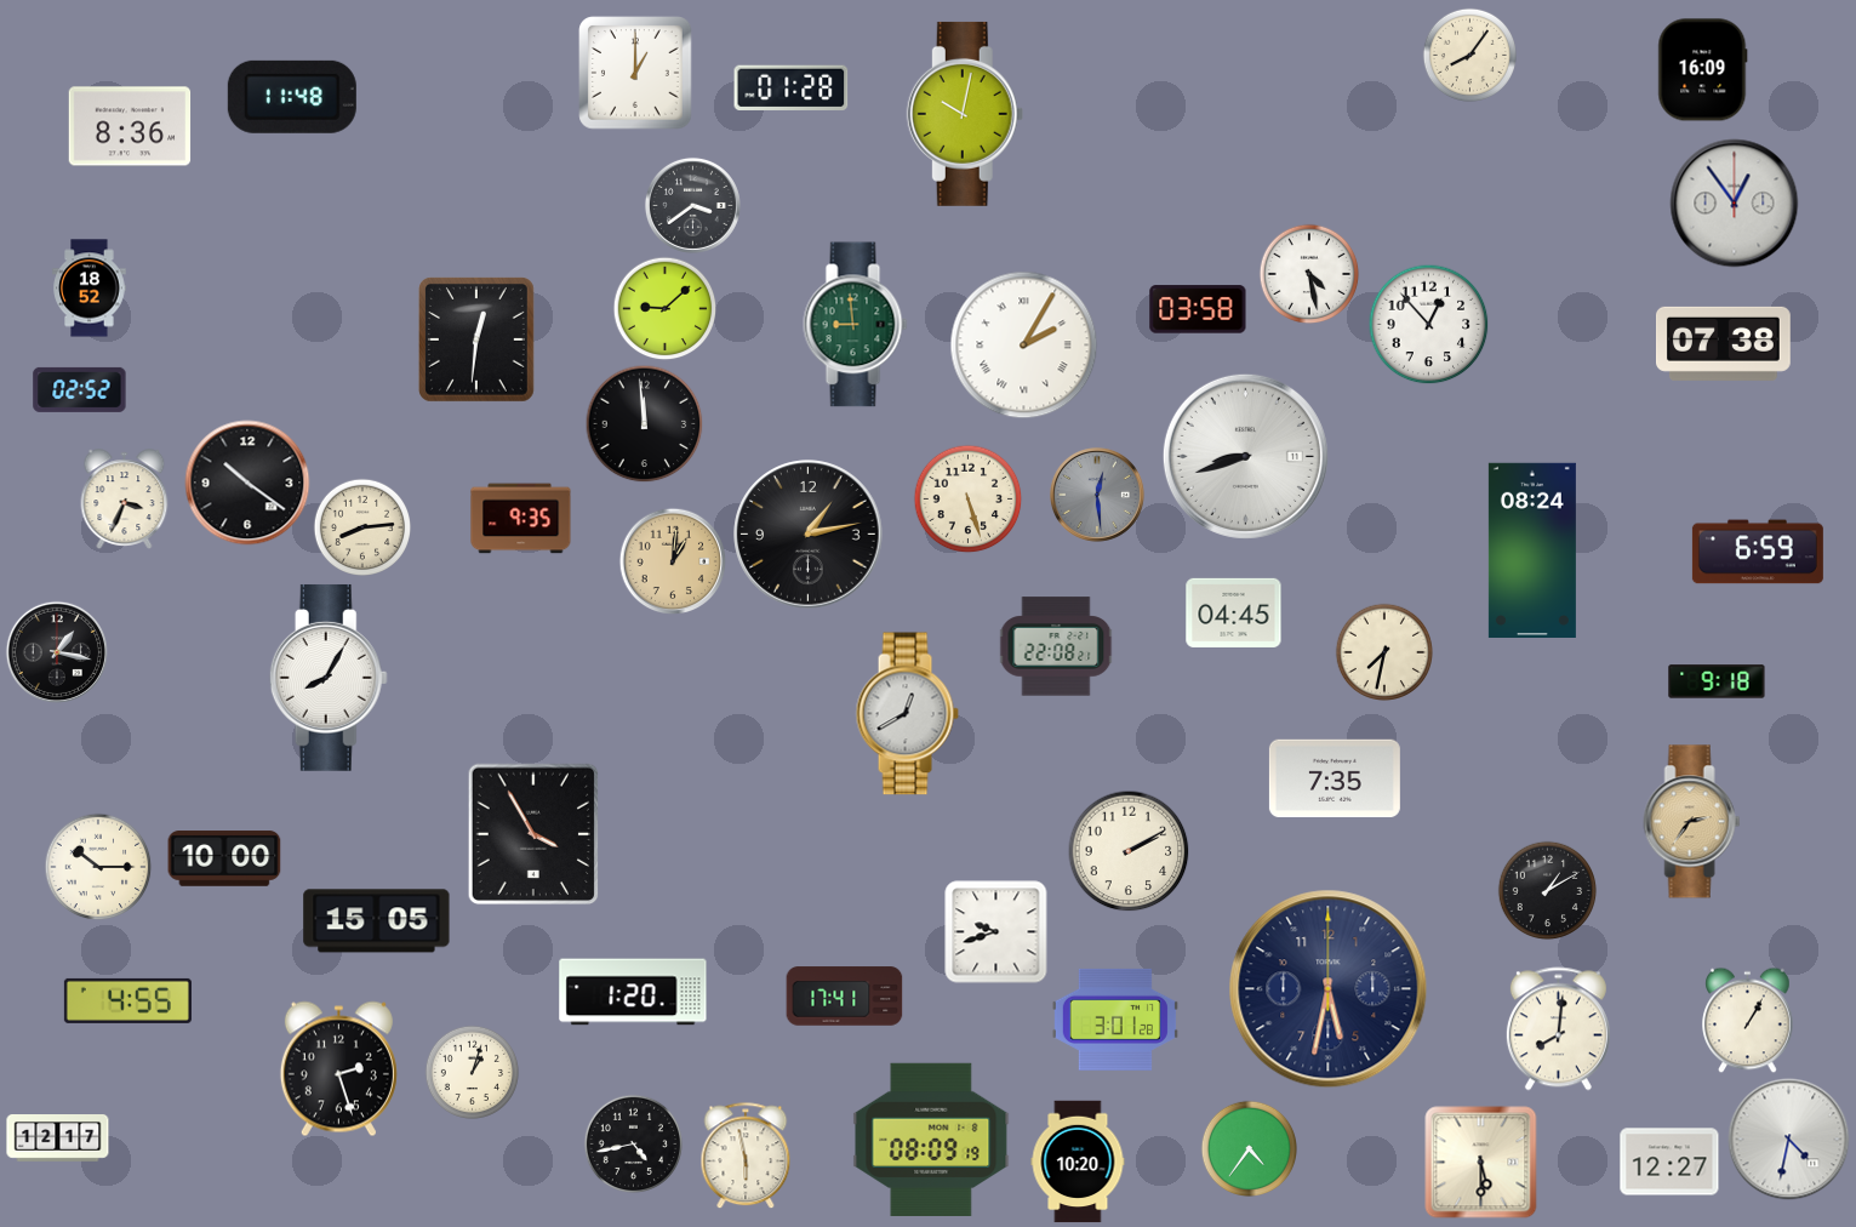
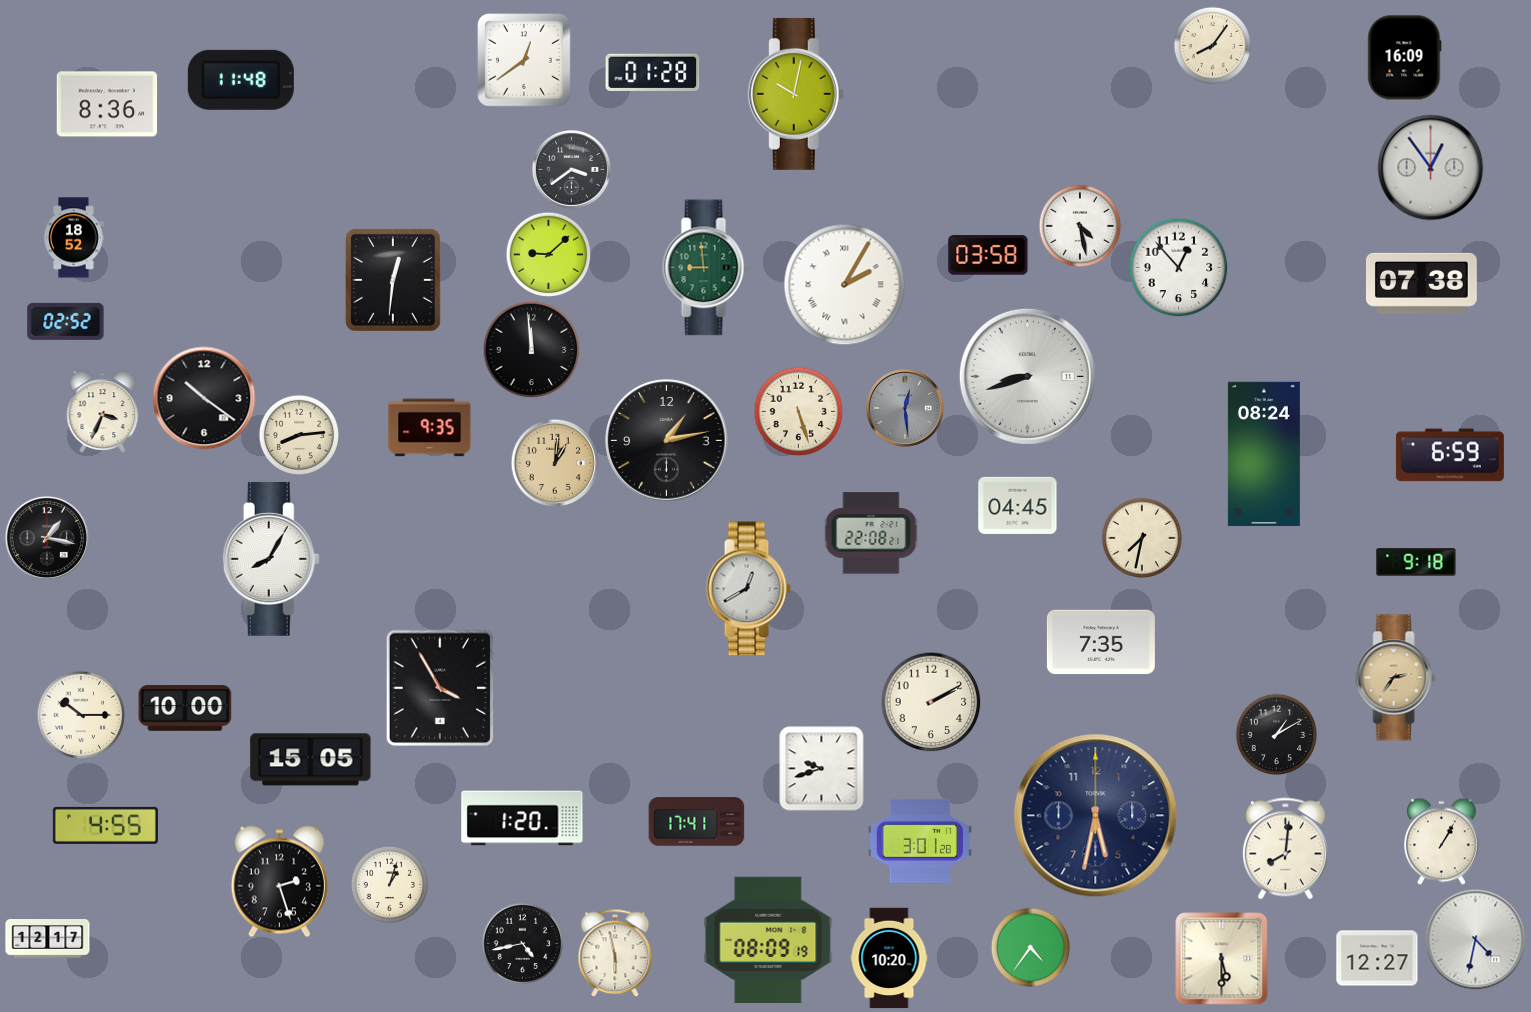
clock at (635, 73): 1:00 -> 12:39
